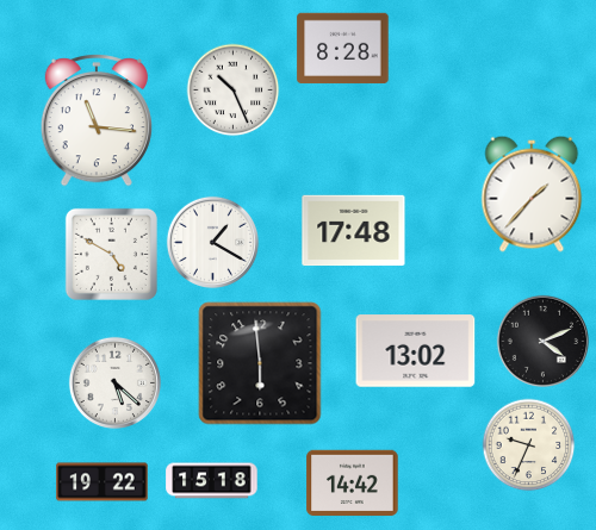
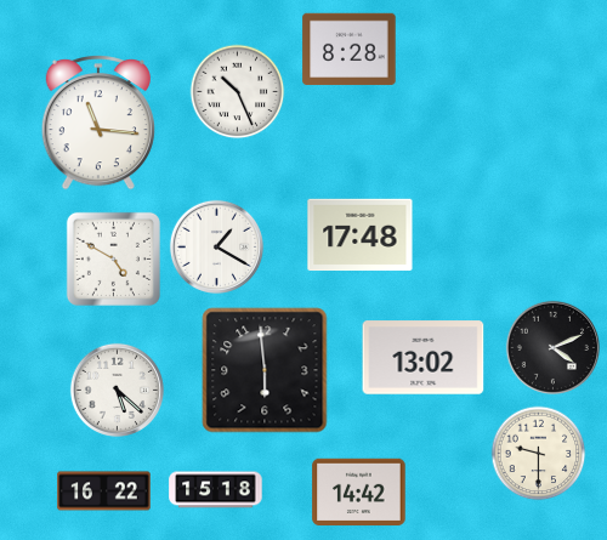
clock at (532, 194): 1:37 -> none
clock at (528, 444): 9:34 -> 9:30
clock at (103, 482): 19:22 -> 16:22
